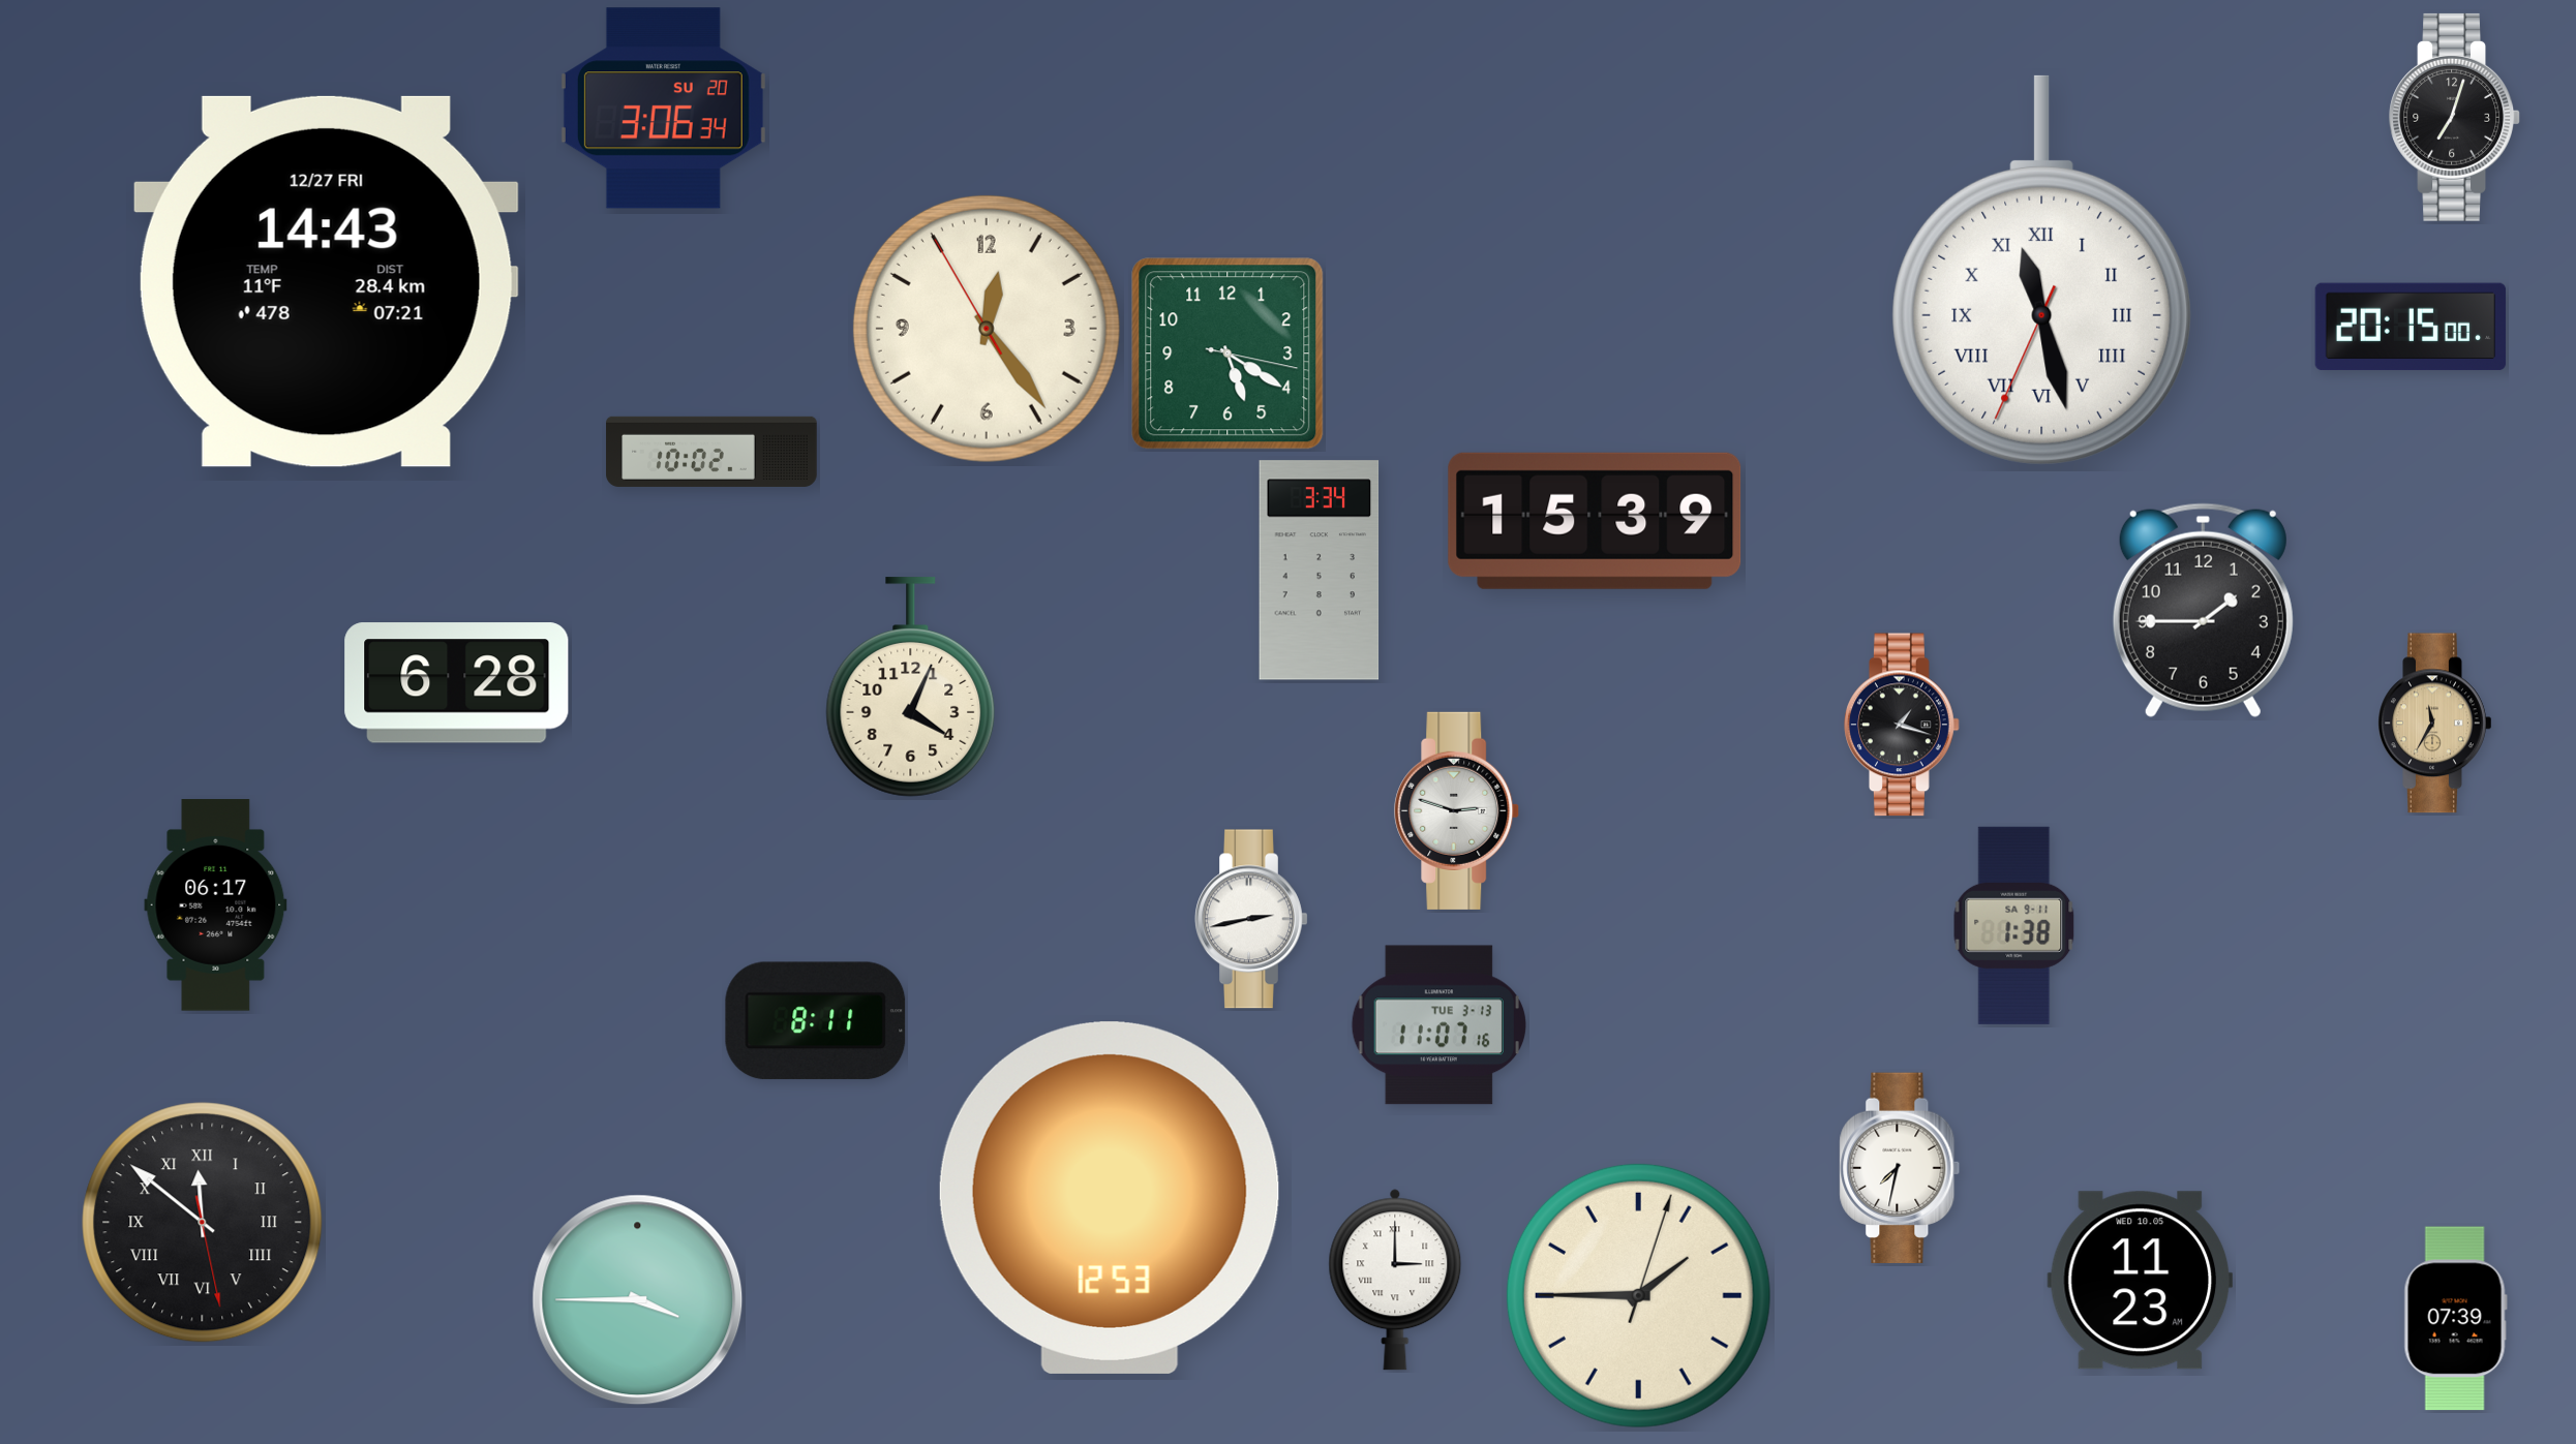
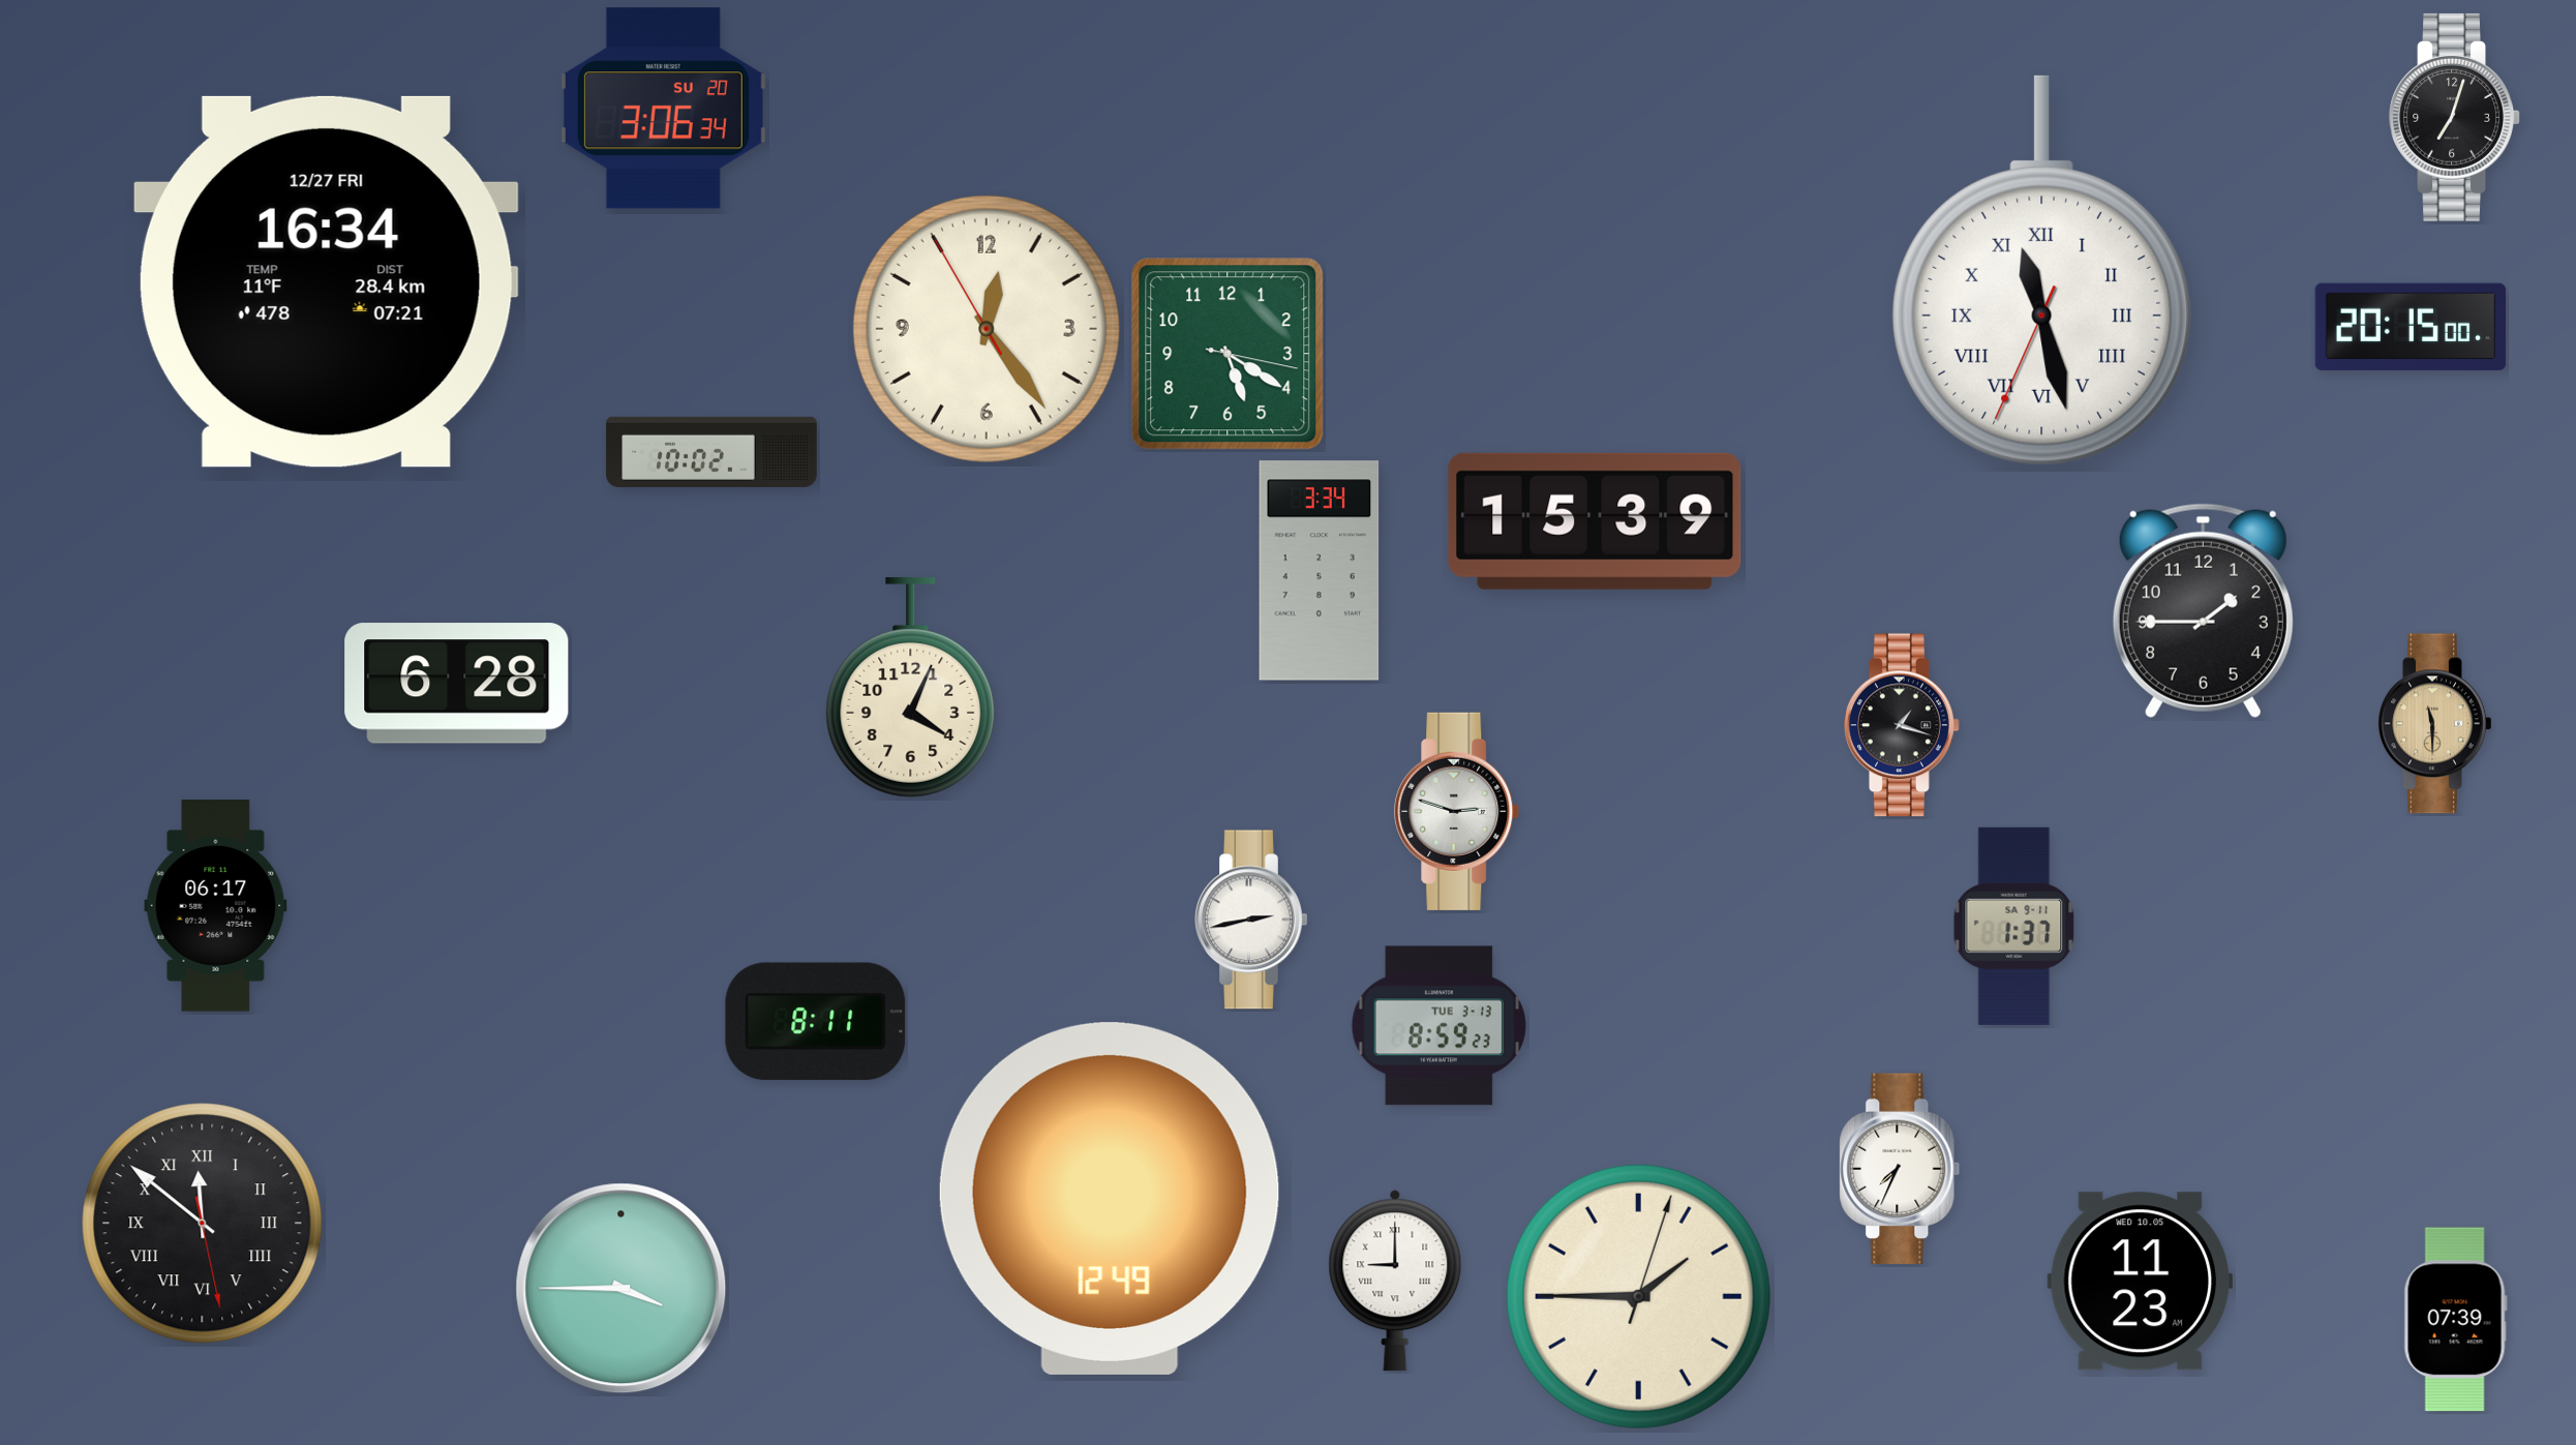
clock at (326, 281): 14:43 -> 16:34
clock at (2435, 724): 11:35 -> 11:30
clock at (2014, 925): 1:38 -> 1:37
clock at (1438, 1025): 11:07 -> 8:59
clock at (1900, 1167): 7:32 -> 7:34
clock at (1110, 1198): 12:53 -> 12:49
clock at (1395, 1280): 3:00 -> 9:00
clock at (638, 1300) position: (638, 1300) -> (622, 1289)
